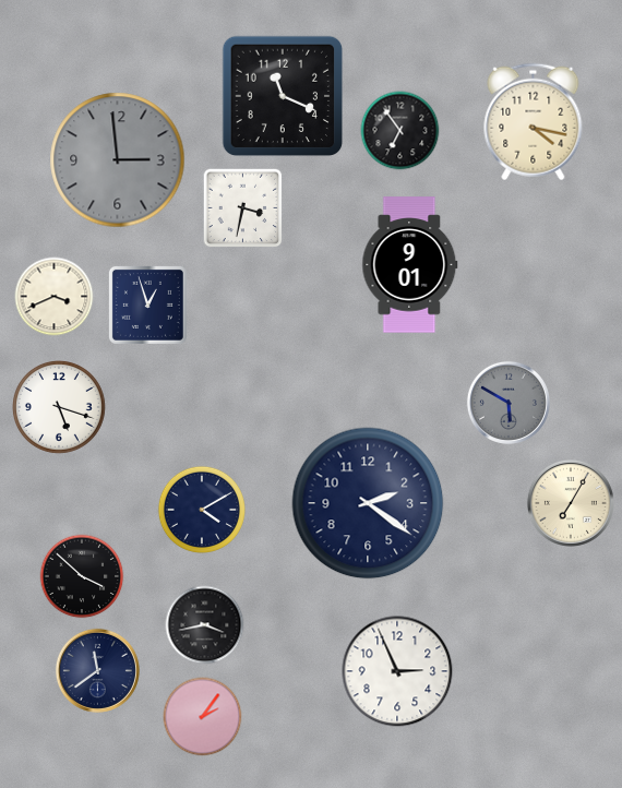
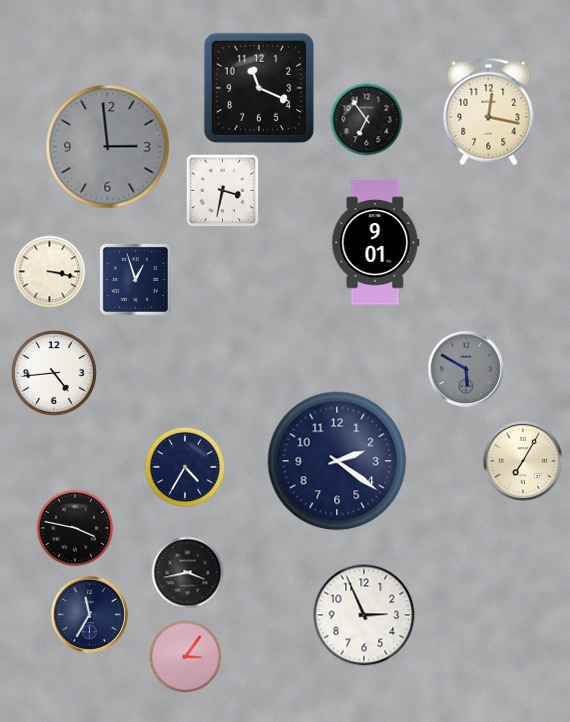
clock at (534, 122): 4:17 -> 12:17
clock at (55, 297): 3:41 -> 3:17
clock at (60, 408): 5:18 -> 4:44
clock at (202, 510): 4:10 -> 4:35
clock at (82, 576): 3:52 -> 3:47
clock at (97, 670): 11:39 -> 11:35
clock at (203, 717): 2:06 -> 3:06
